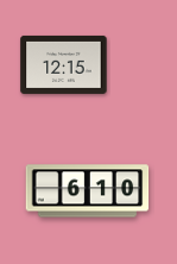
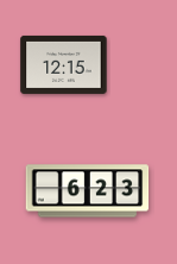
clock at (88, 191): 6:10 -> 6:23
